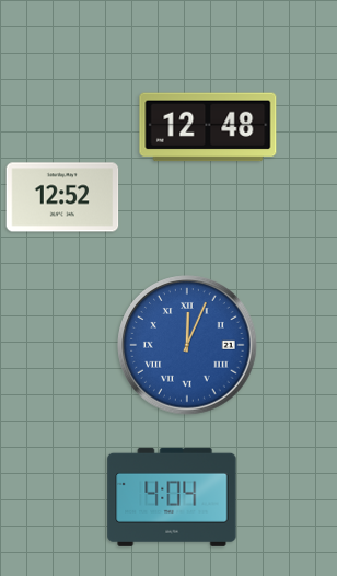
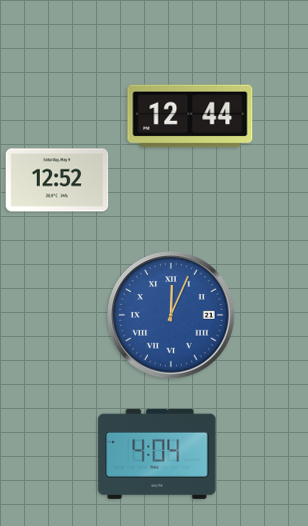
clock at (208, 127): 12:48 -> 12:44
